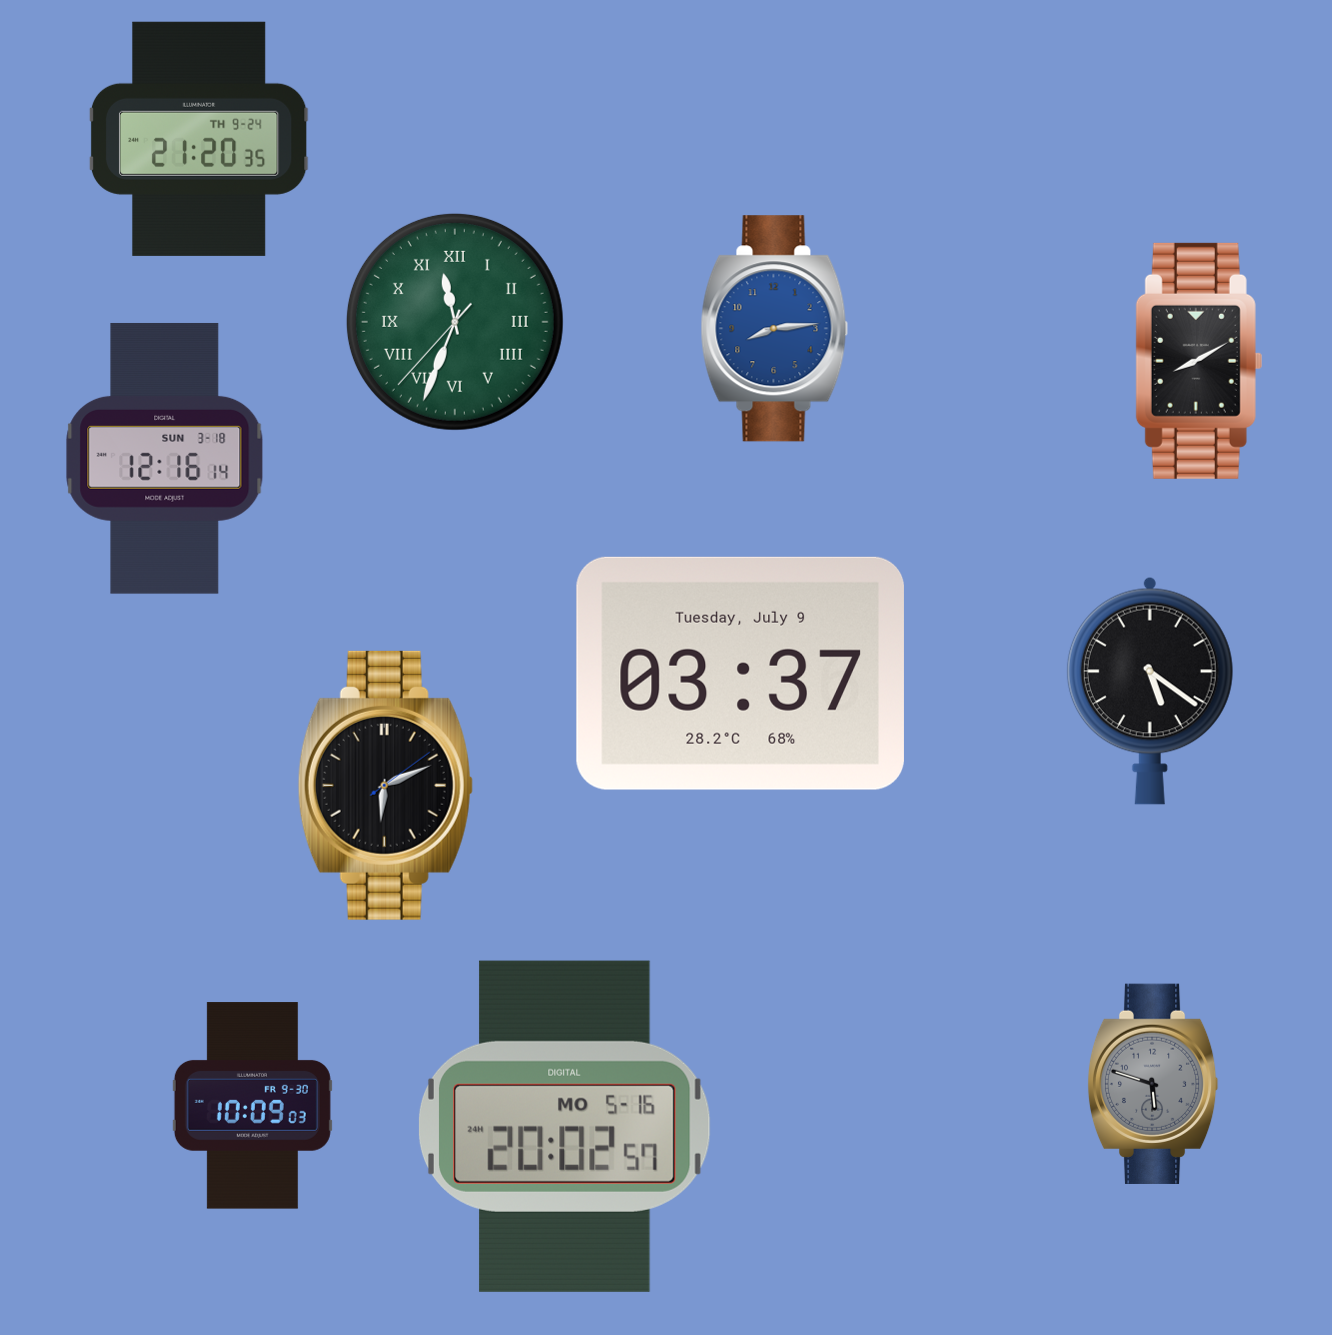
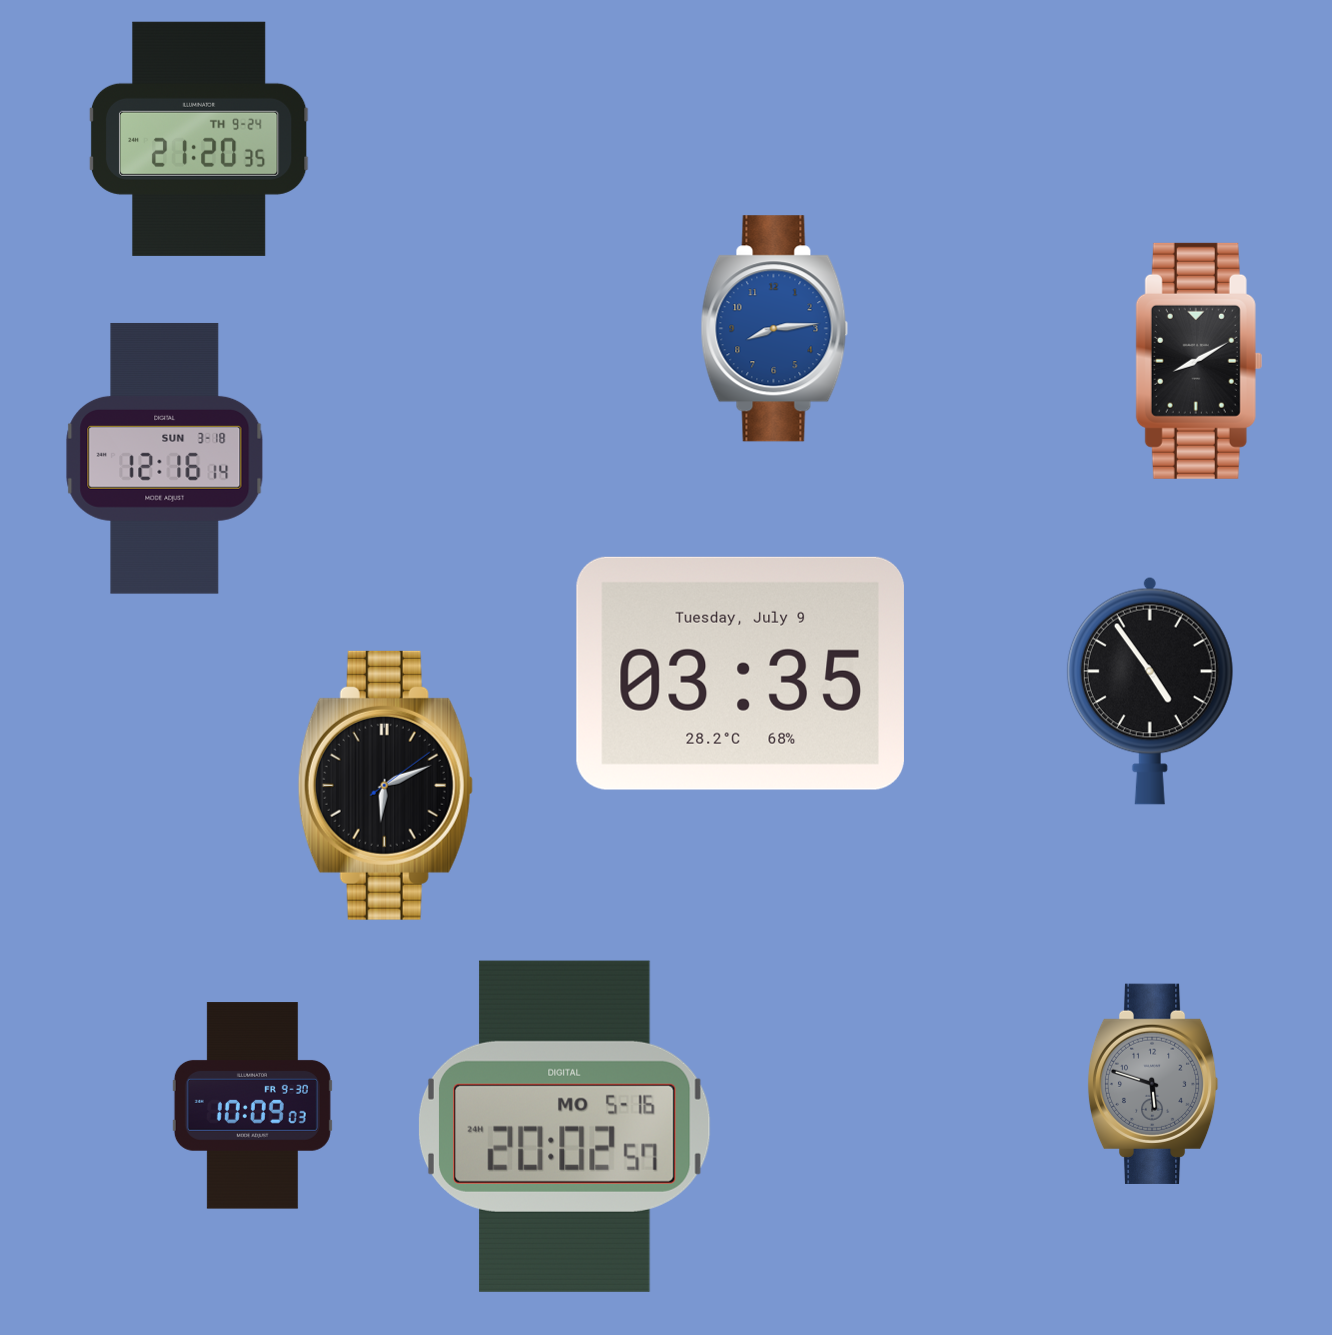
clock at (455, 322): 11:33 -> none
clock at (740, 673): 03:37 -> 03:35
clock at (1150, 691): 5:21 -> 4:54
